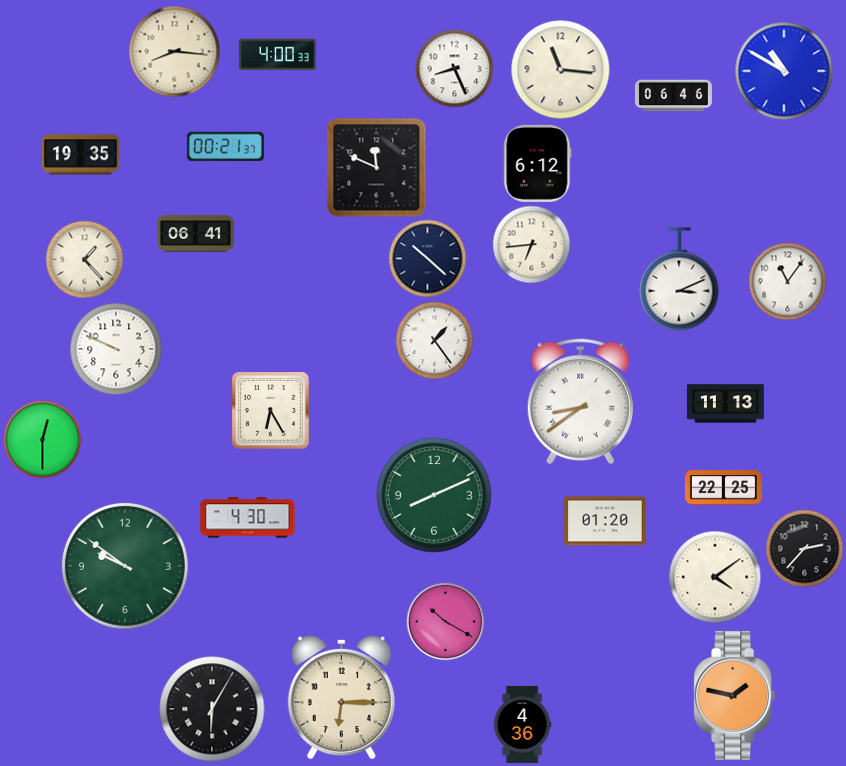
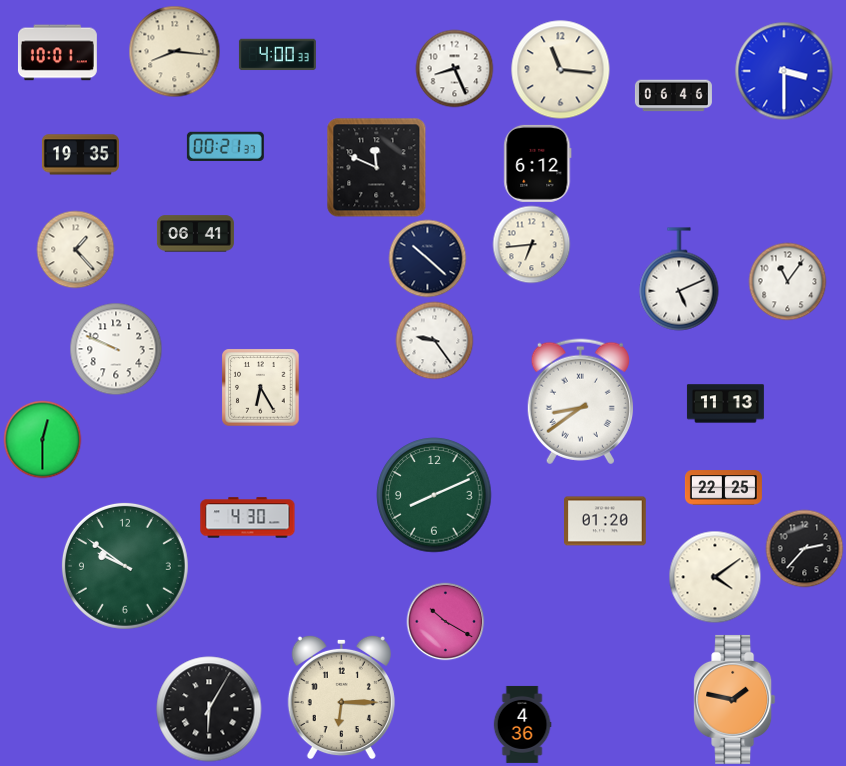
clock at (57, 53): none -> 10:01
clock at (784, 71): 10:50 -> 3:30
clock at (84, 259) position: (84, 259) -> (75, 249)
clock at (679, 279): 3:11 -> 5:11
clock at (434, 340): 1:24 -> 9:24
clock at (270, 410) position: (270, 410) -> (260, 387)
clock at (735, 695) position: (735, 695) -> (735, 699)
clock at (212, 709) position: (212, 709) -> (209, 709)
